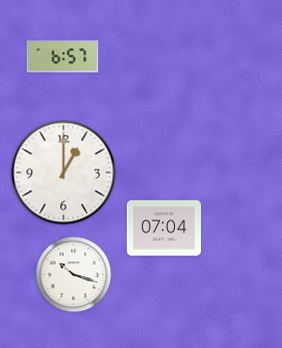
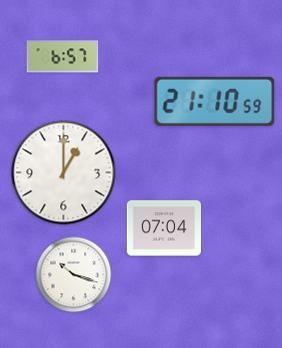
clock at (215, 101): none -> 21:10
